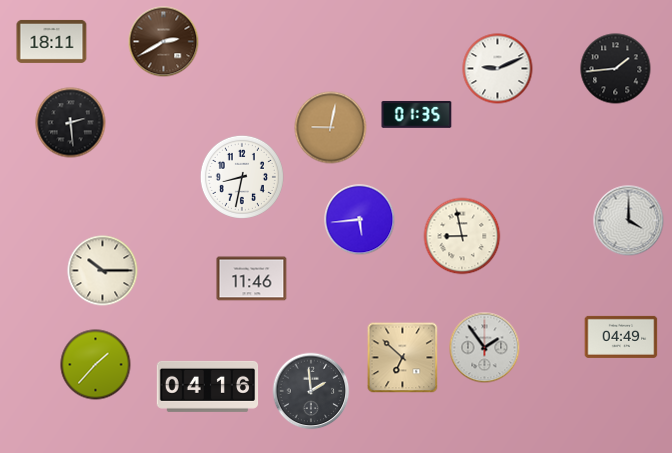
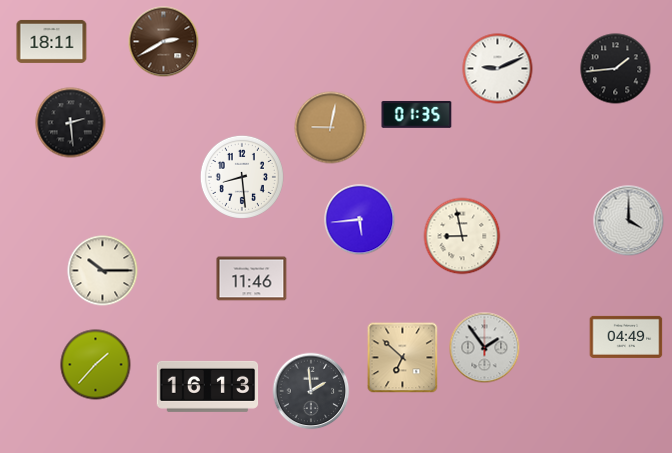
clock at (242, 177): 8:32 -> 8:29
clock at (621, 337) position: (621, 337) -> (626, 337)
clock at (208, 386): 04:16 -> 16:13
